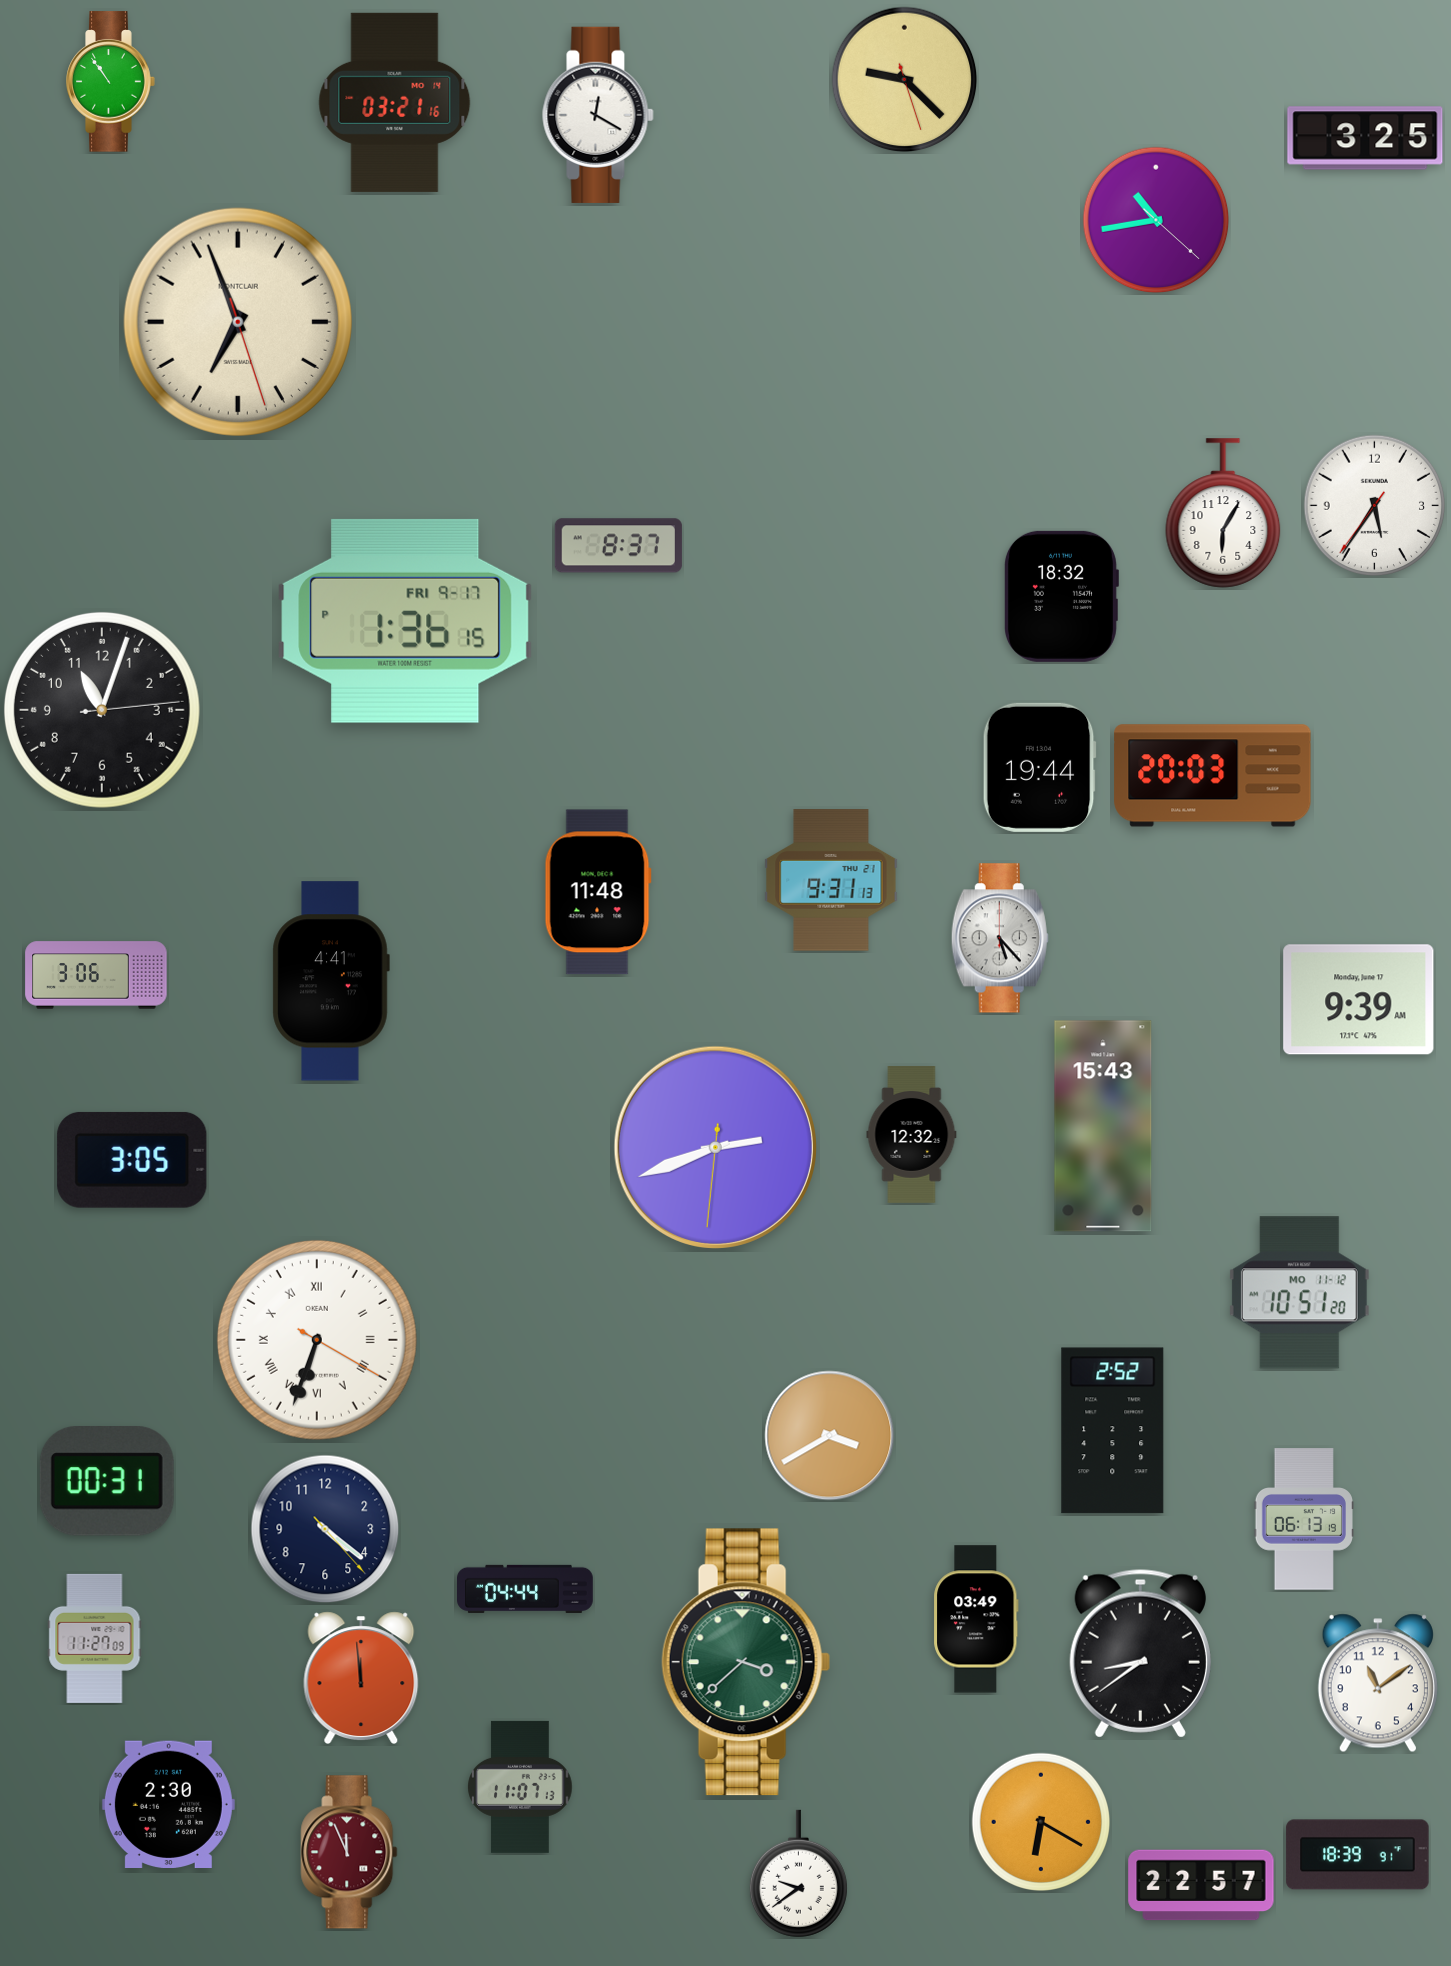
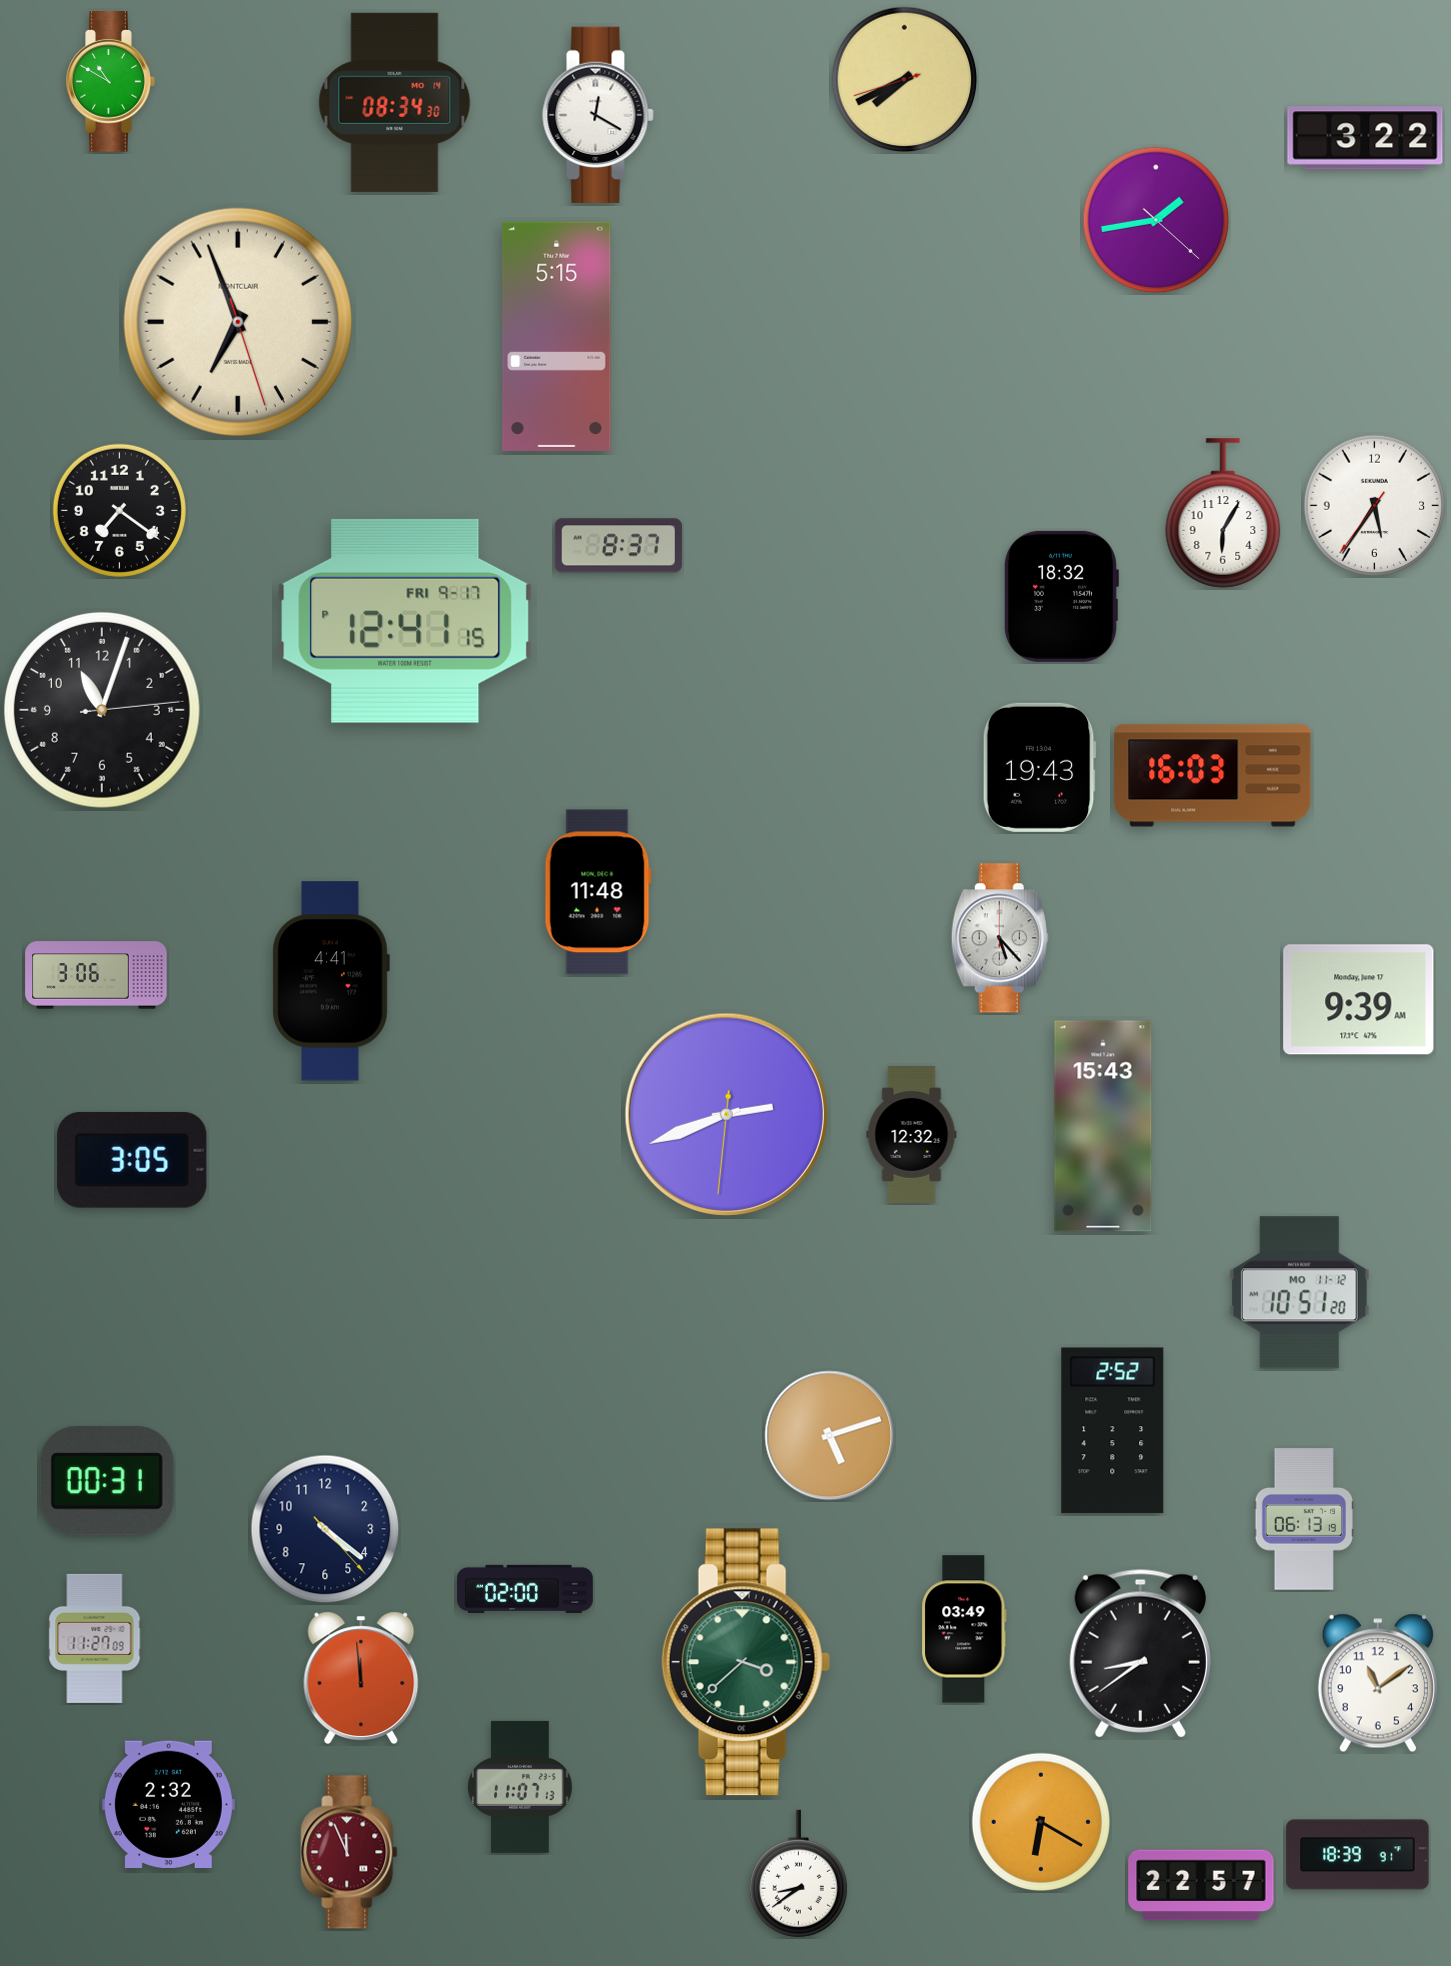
clock at (905, 80): 9:22 -> 7:40
clock at (111, 82): 10:54 -> 10:50
clock at (395, 102): 03:21 -> 08:34
clock at (1365, 138): 3:25 -> 3:22
clock at (1156, 220): 10:43 -> 1:43
clock at (557, 336): none -> 5:15
clock at (119, 510): none -> 7:21
clock at (405, 621): 1:36 -> 12:41
clock at (1039, 767): 19:44 -> 19:43
clock at (1213, 776): 20:03 -> 16:03
clock at (831, 880): 9:31 -> none
clock at (715, 1147) position: (715, 1147) -> (726, 1114)
clock at (317, 1340): 6:33 -> none
clock at (830, 1436): 3:40 -> 5:12
clock at (526, 1589): 04:44 -> 02:00
clock at (976, 1619) position: (976, 1619) -> (964, 1629)
clock at (168, 1804): 2:30 -> 2:32
clock at (798, 1874): 9:39 -> 8:39
